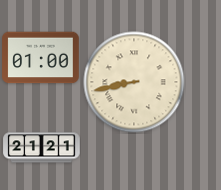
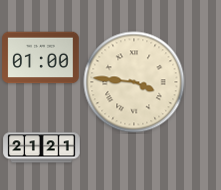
clock at (134, 82): 8:43 -> 3:46
